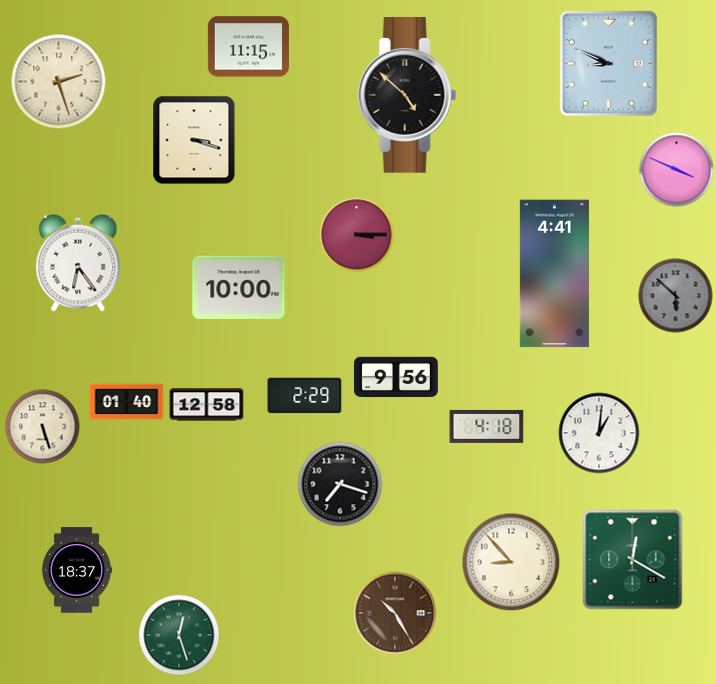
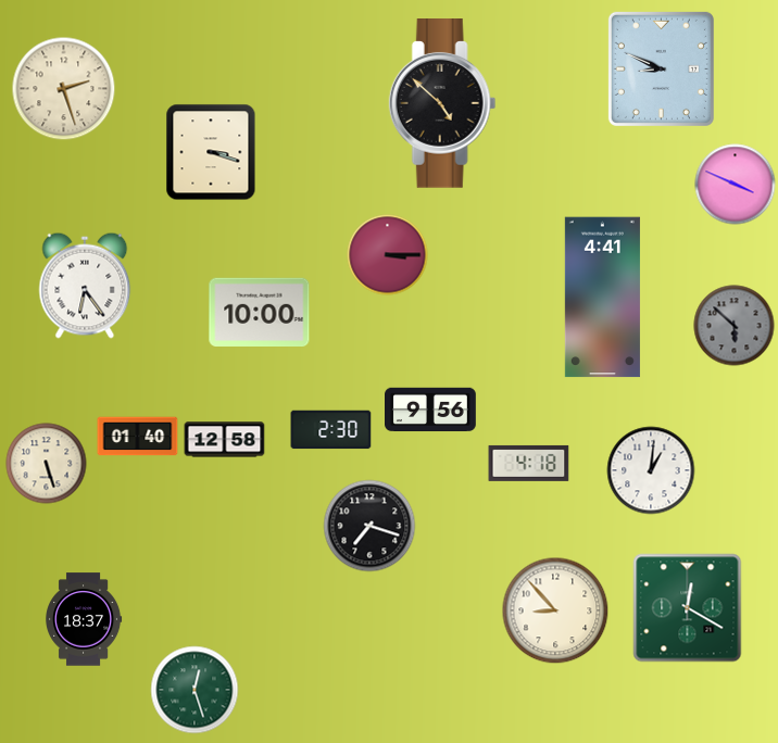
clock at (248, 47): 11:15 -> none
clock at (676, 296) position: (676, 296) -> (735, 326)
clock at (305, 396): 2:29 -> 2:30
clock at (395, 613): 10:25 -> none
